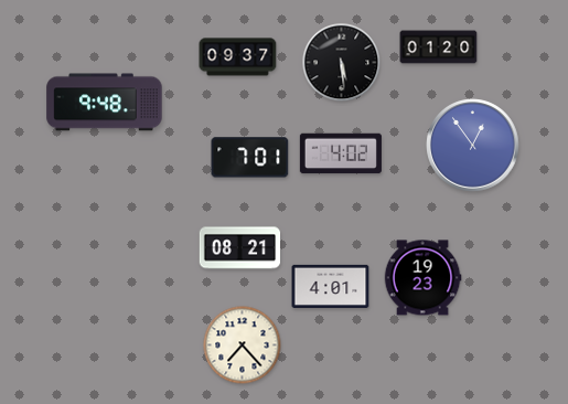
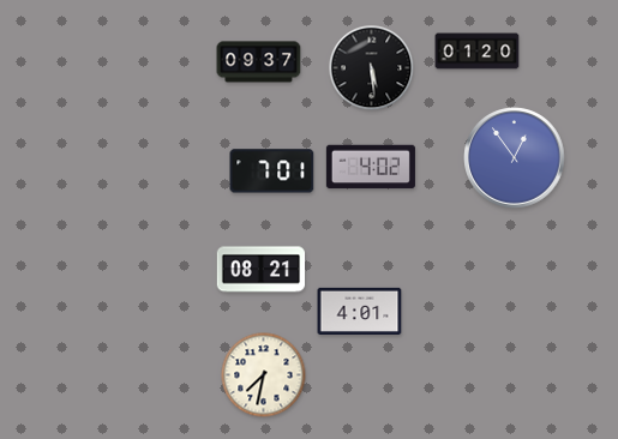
clock at (105, 103): 9:48 -> none
clock at (422, 278): 19:23 -> none
clock at (243, 345): 7:23 -> 7:32
